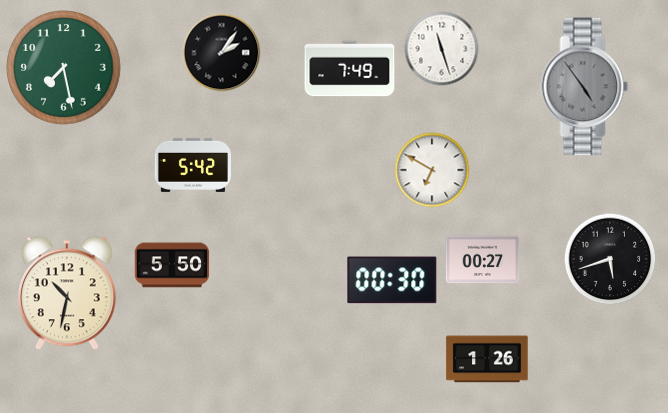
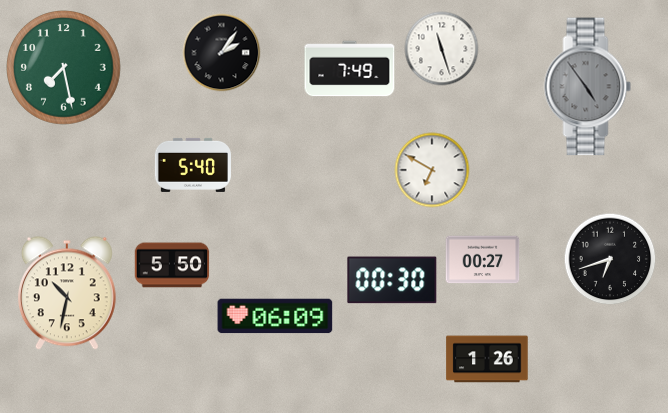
clock at (585, 87) position: (585, 87) -> (588, 87)
clock at (193, 165): 5:42 -> 5:40
clock at (610, 259): 5:42 -> 6:42
clock at (275, 316): none -> 06:09
